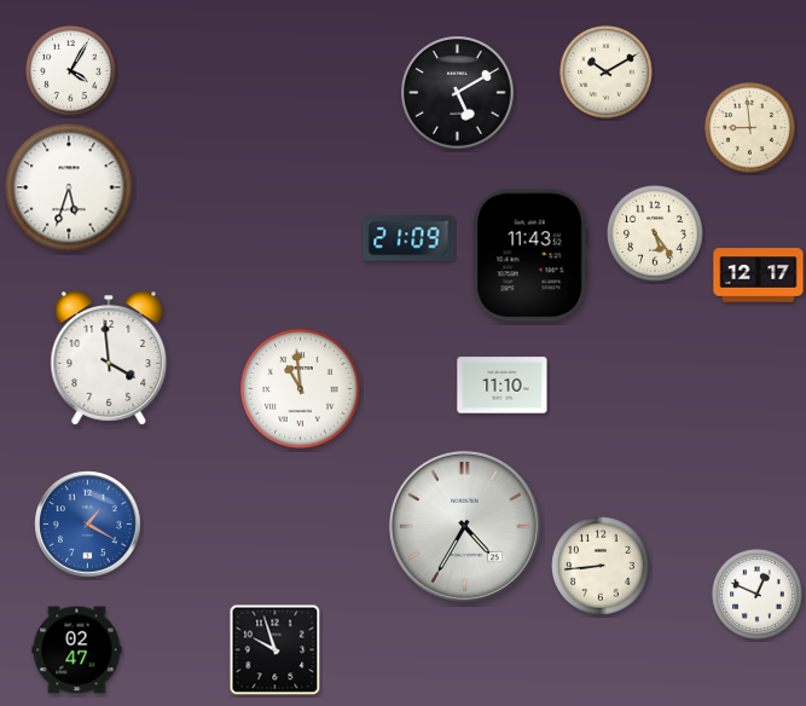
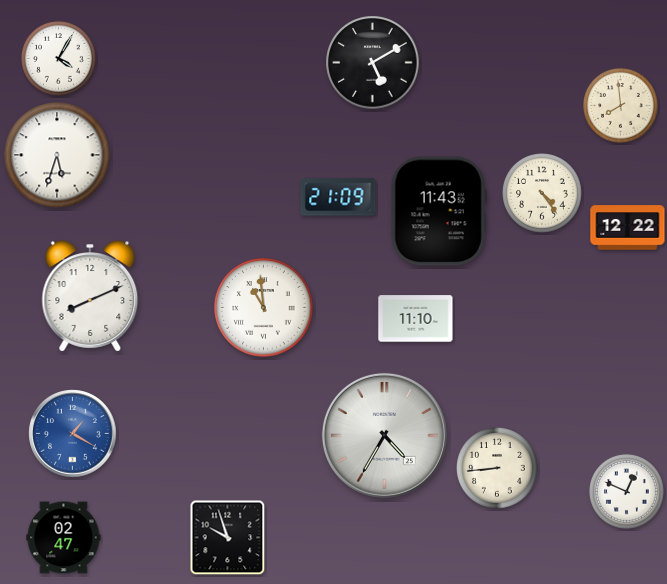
clock at (607, 73): 10:10 -> none
clock at (458, 93) position: (458, 93) -> (373, 63)
clock at (749, 127): 8:59 -> 7:59
clock at (656, 235): 5:24 -> 4:24
clock at (759, 276): 12:17 -> 12:22
clock at (109, 358): 3:59 -> 8:11
clock at (301, 389) position: (301, 389) -> (264, 308)
